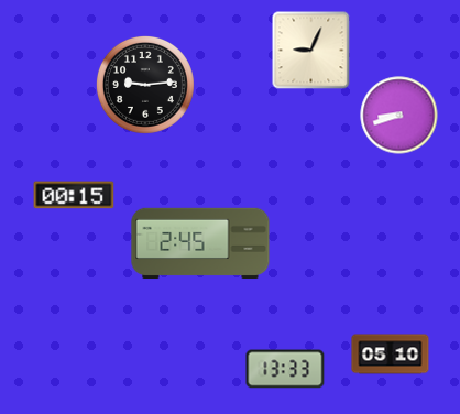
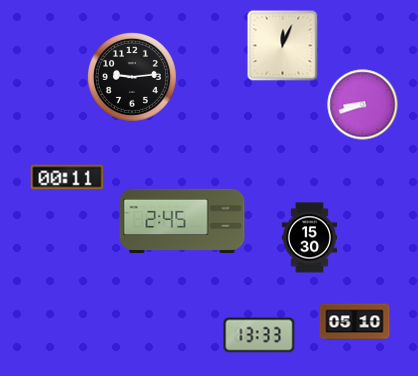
clock at (311, 51): 9:04 -> 12:04
clock at (74, 195): 00:15 -> 00:11
clock at (309, 238): none -> 15:30
